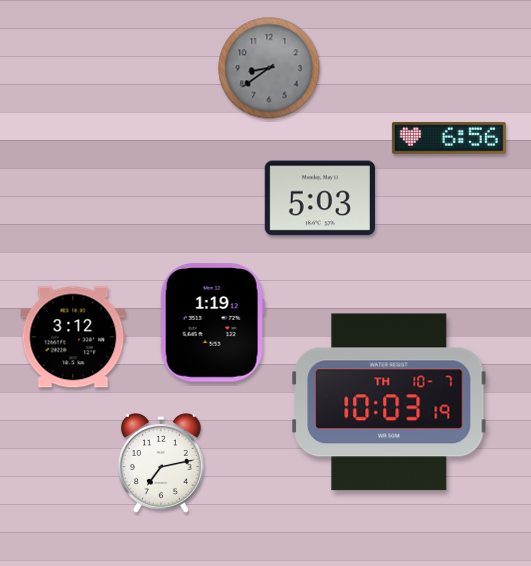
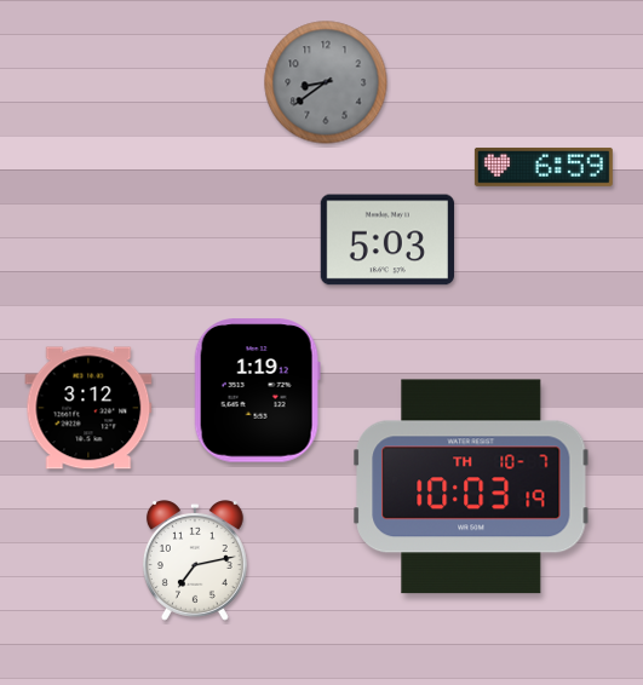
clock at (449, 138): 6:56 -> 6:59
